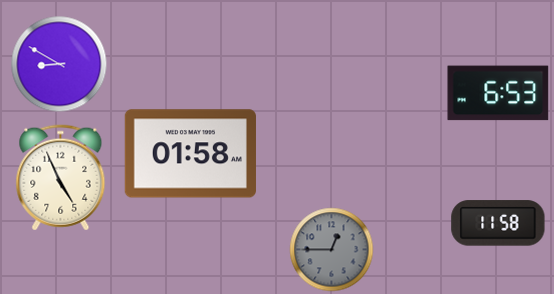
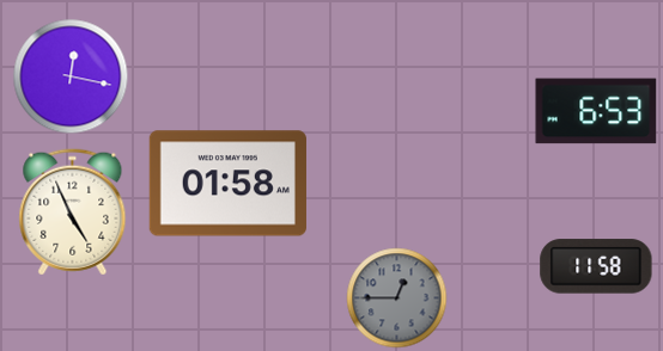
clock at (59, 64): 8:50 -> 12:17
